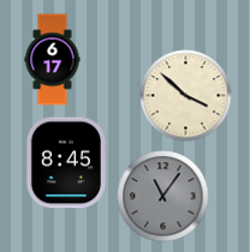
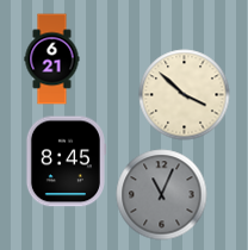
clock at (53, 60): 6:17 -> 6:21
clock at (163, 197): 11:06 -> 11:04
